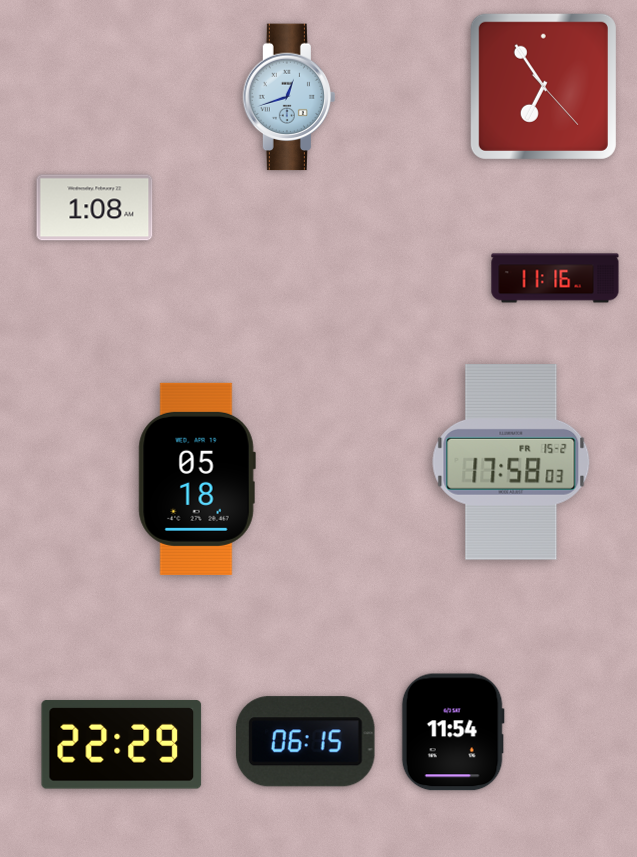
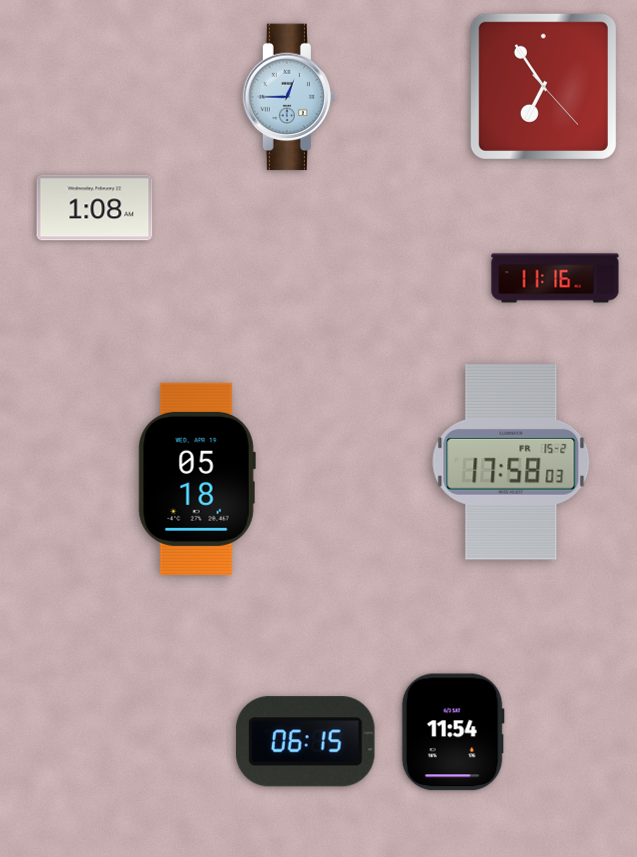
clock at (288, 97): 12:42 -> 12:45
clock at (122, 745): 22:29 -> none
